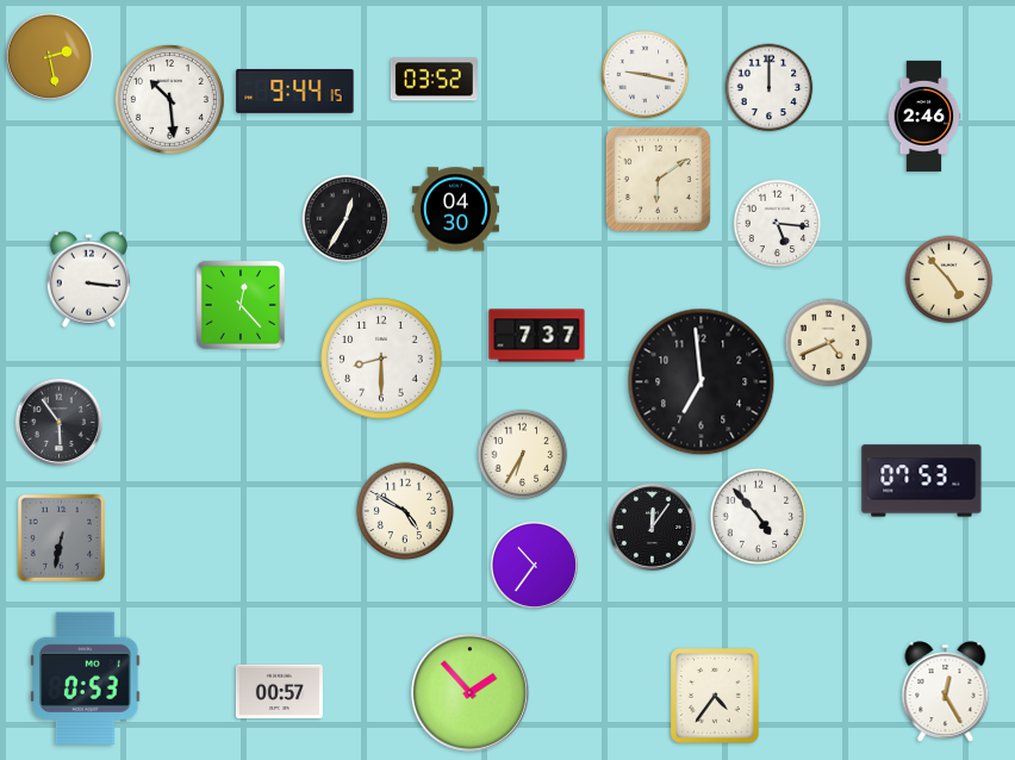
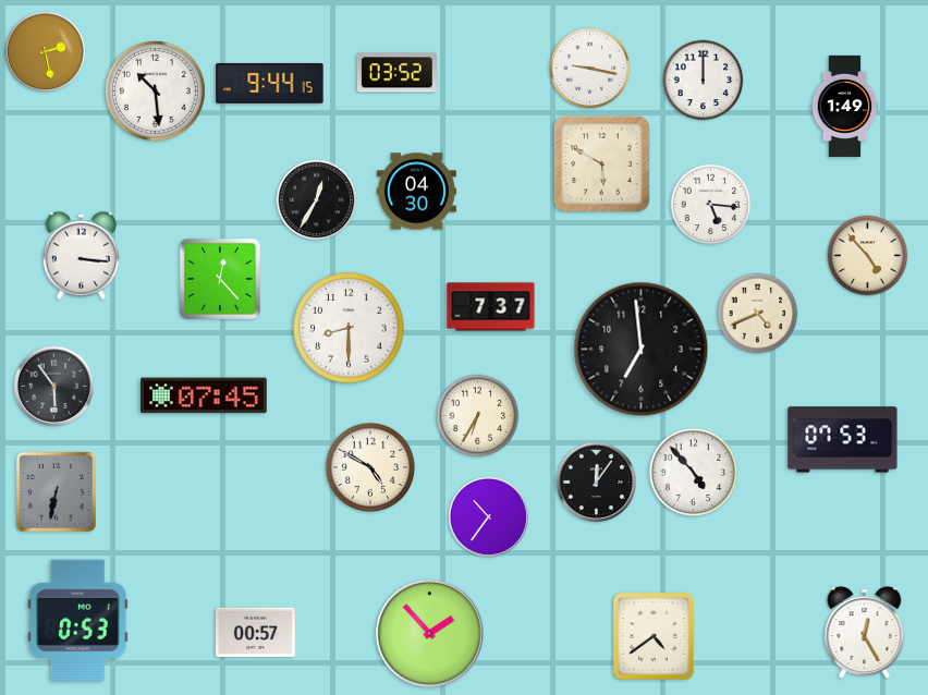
clock at (924, 116): 2:46 -> 1:49
clock at (658, 179): 6:09 -> 5:50
clock at (204, 395): none -> 07:45
clock at (715, 696): 4:36 -> 4:39
